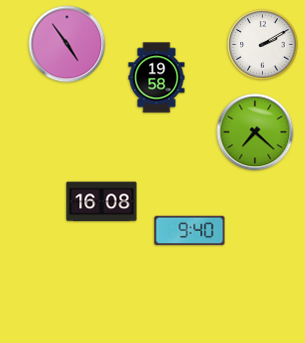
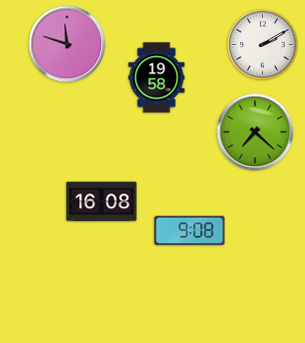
clock at (67, 44): 4:54 -> 11:48
clock at (190, 231): 9:40 -> 9:08
